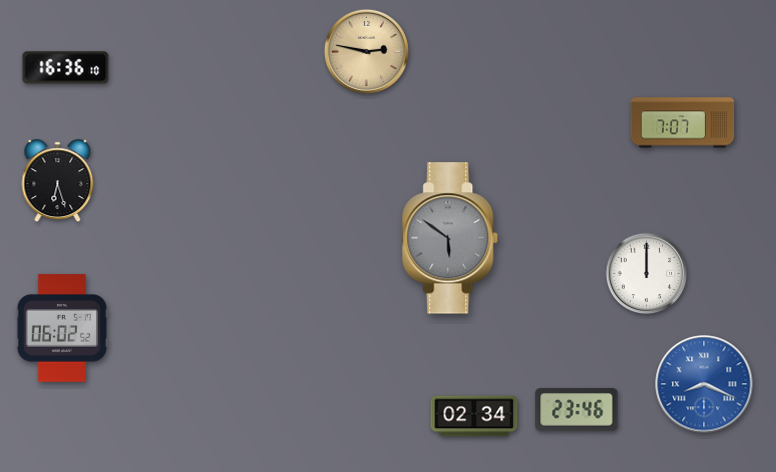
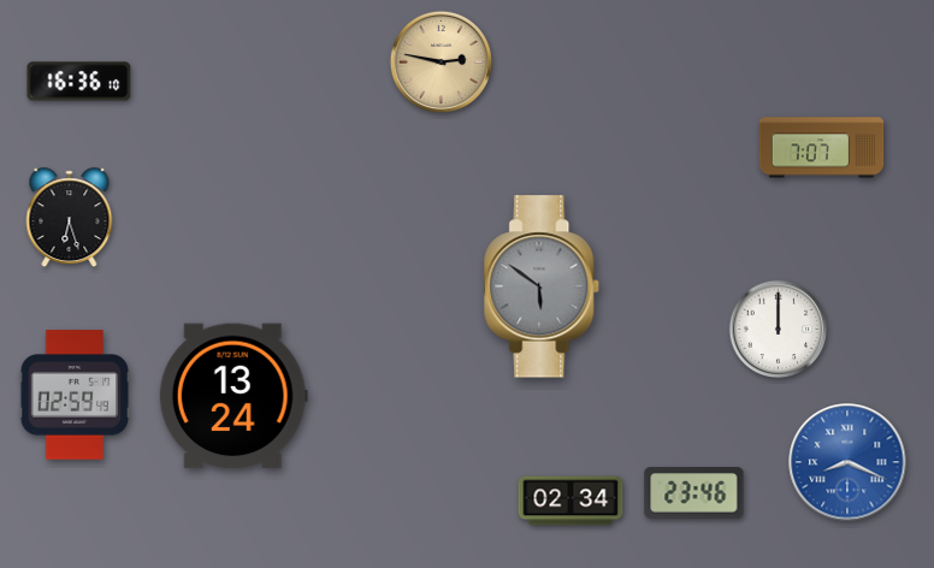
clock at (62, 328): 06:02 -> 02:59
clock at (233, 396): none -> 13:24
